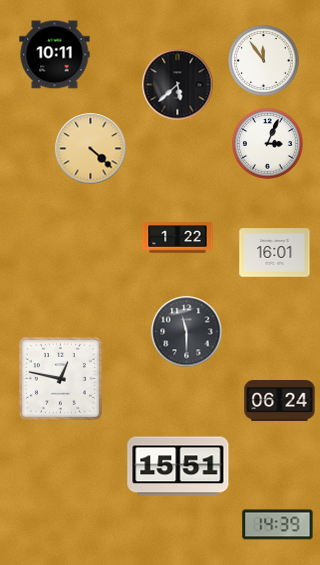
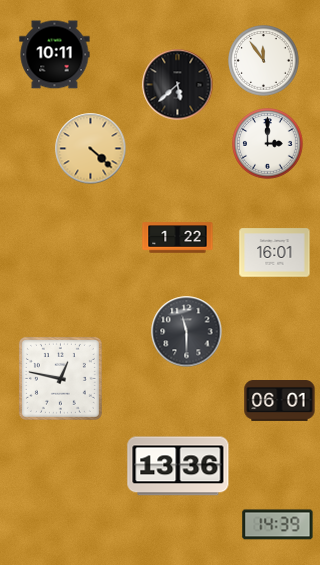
clock at (268, 144): 3:04 -> 3:00
clock at (280, 401): 06:24 -> 06:01
clock at (178, 466): 15:51 -> 13:36
